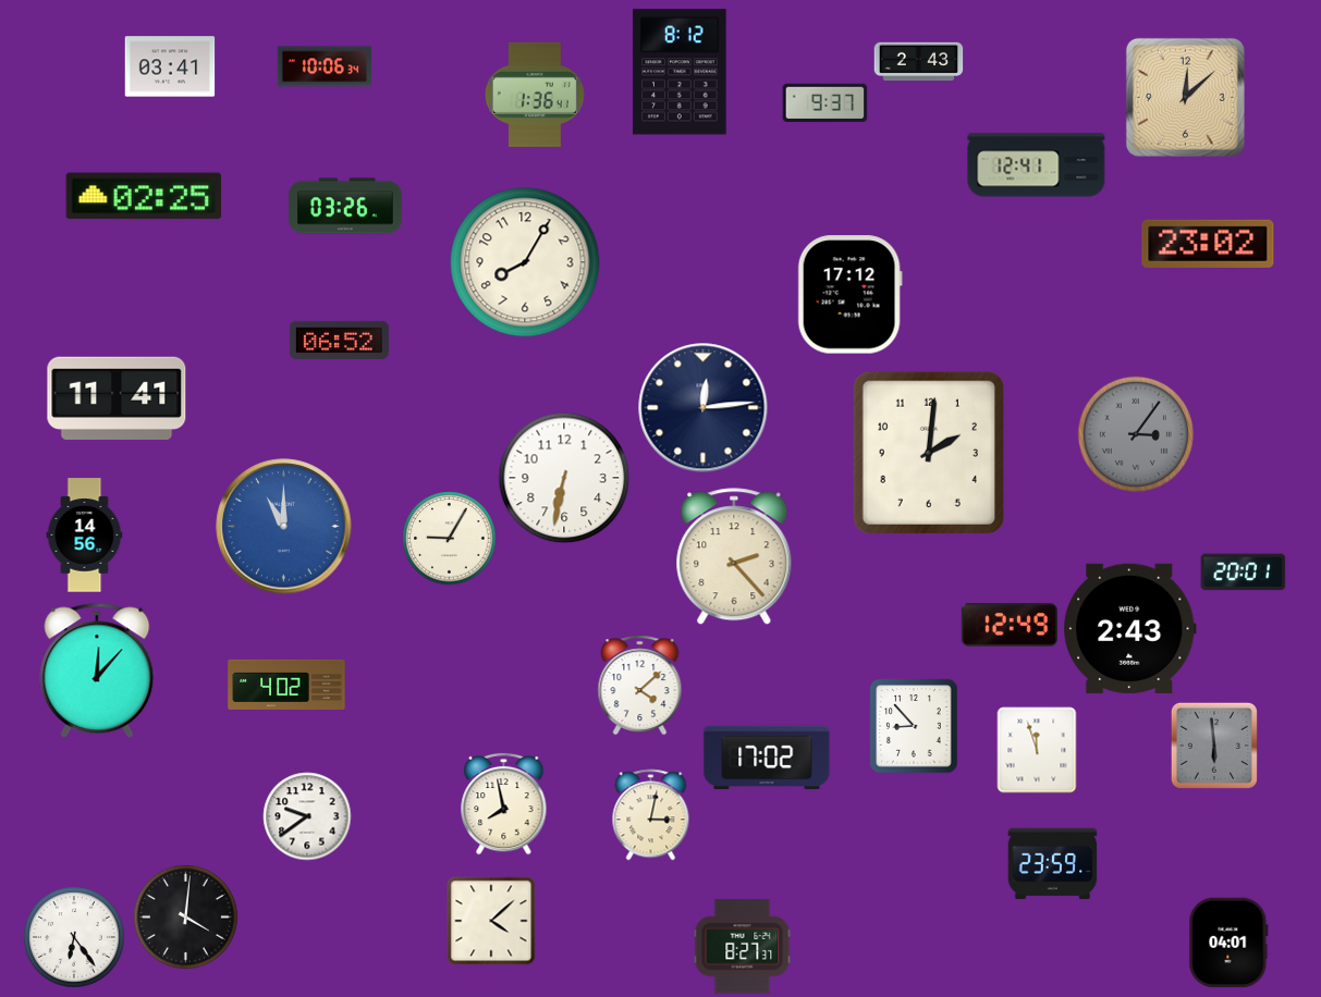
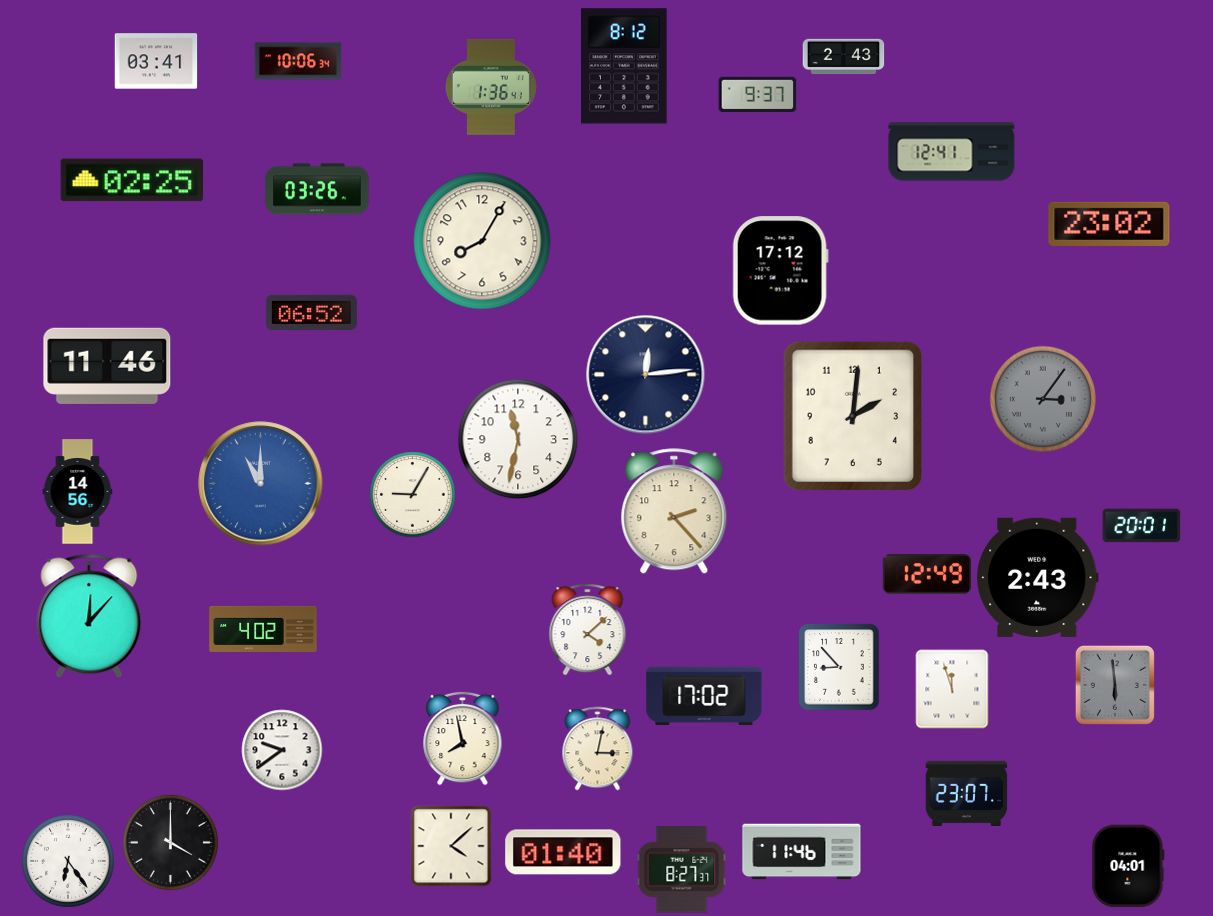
clock at (1185, 97): 12:08 -> none
clock at (117, 398): 11:41 -> 11:46
clock at (564, 478): 6:32 -> 11:32
clock at (1052, 863): 23:59 -> 23:07
clock at (185, 916): 4:01 -> 4:00
clock at (563, 852): none -> 01:40
clock at (802, 852): none -> 11:46
